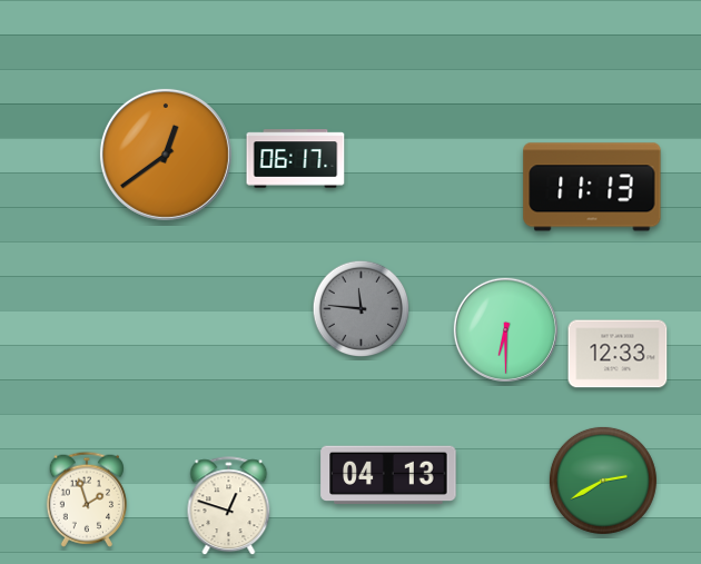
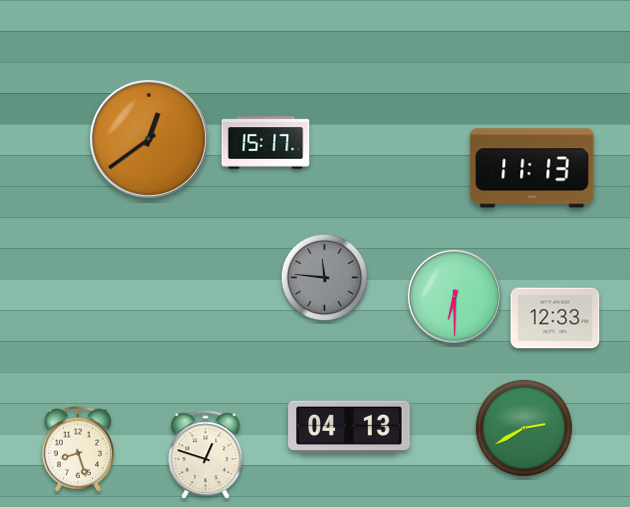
clock at (296, 159): 06:17 -> 15:17
clock at (603, 481) position: (603, 481) -> (524, 428)
clock at (86, 499): 1:57 -> 8:27
